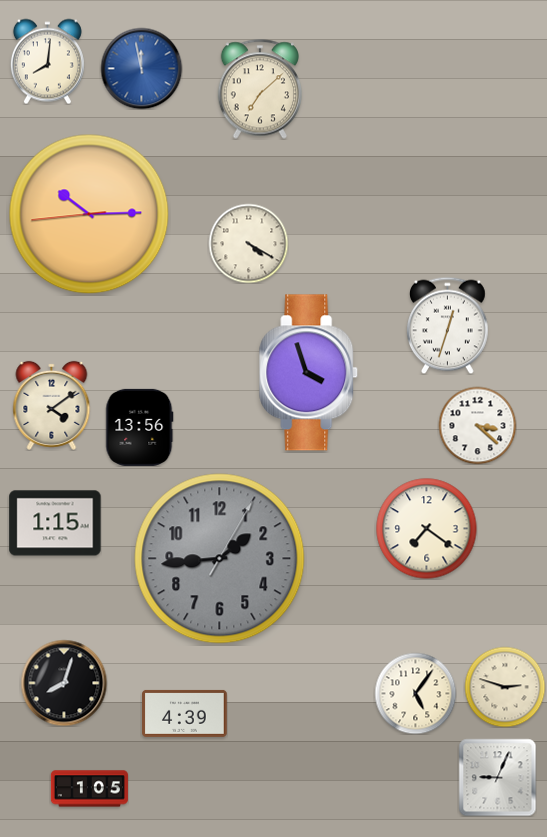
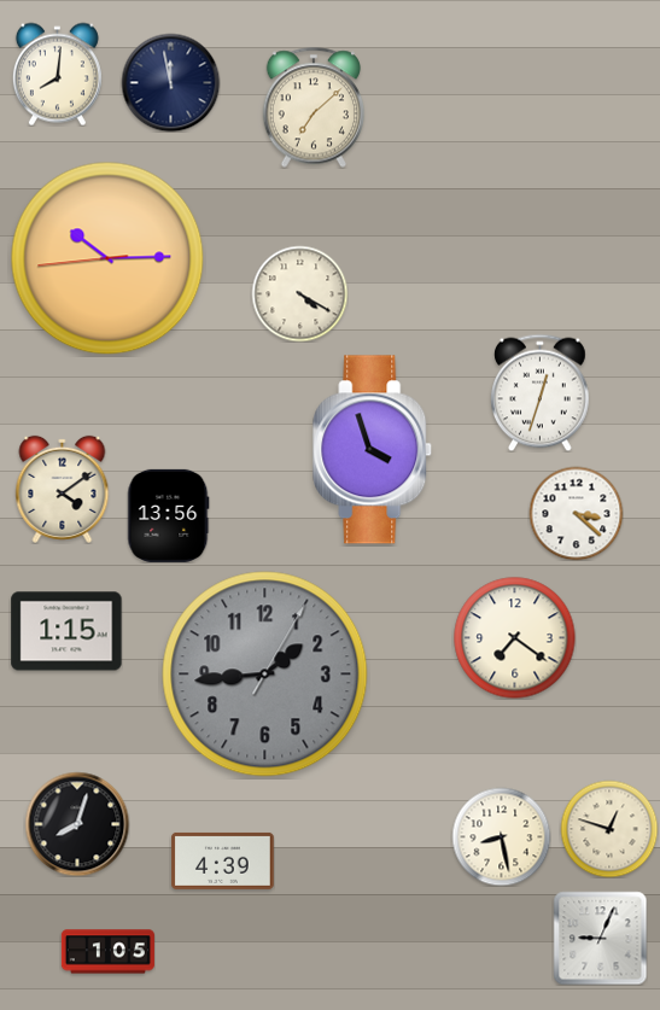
clock at (141, 68) dial: blue -> navy
clock at (505, 687): 2:48 -> 12:48
clock at (415, 693): 5:06 -> 8:28
